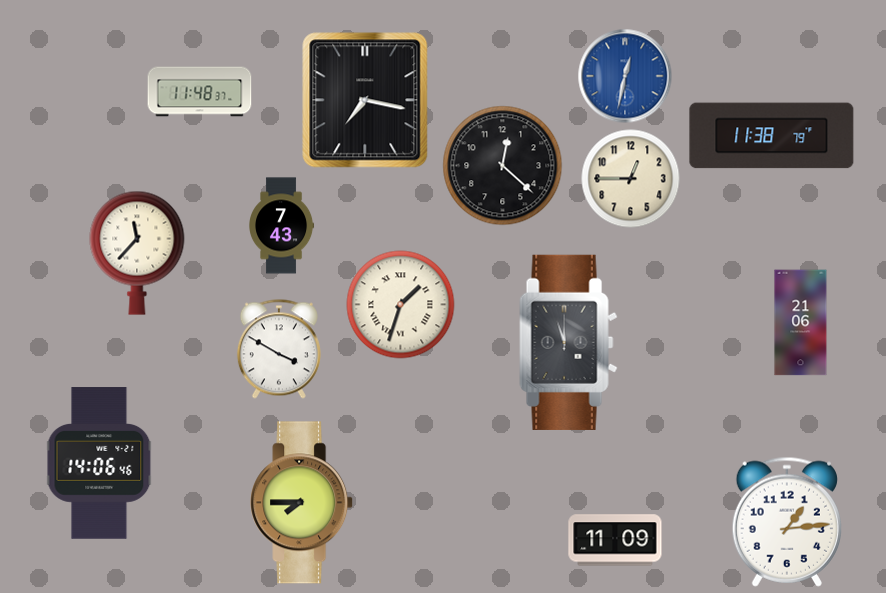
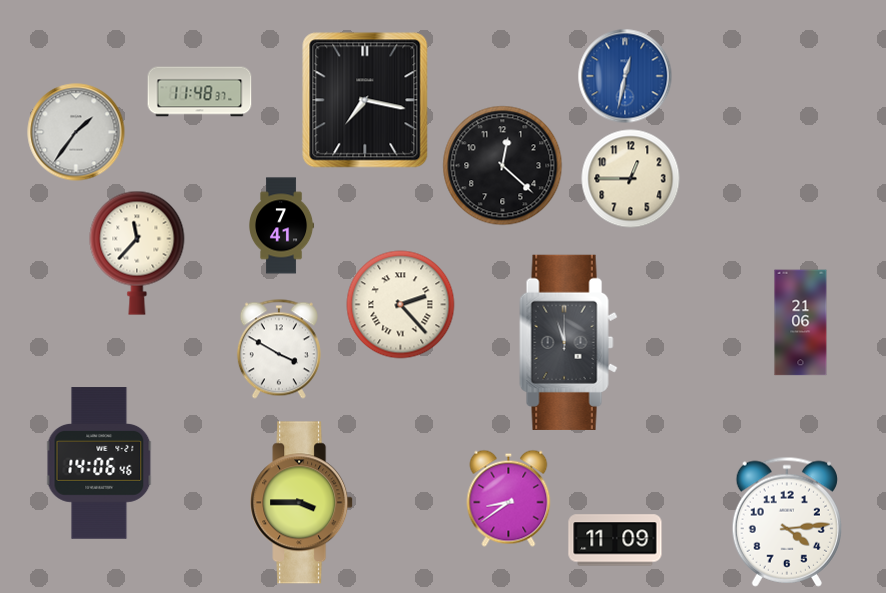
clock at (76, 132): none -> 1:36
clock at (772, 136): 11:38 -> none
clock at (282, 226): 7:43 -> 7:41
clock at (401, 305): 1:33 -> 2:23
clock at (509, 498): none -> 8:39
clock at (302, 503): 7:45 -> 3:45
clock at (787, 522): 1:14 -> 4:14
